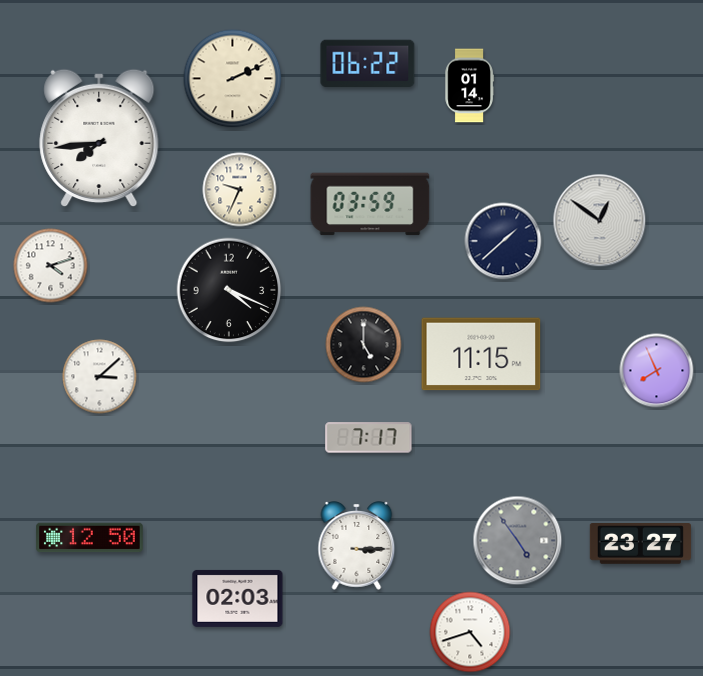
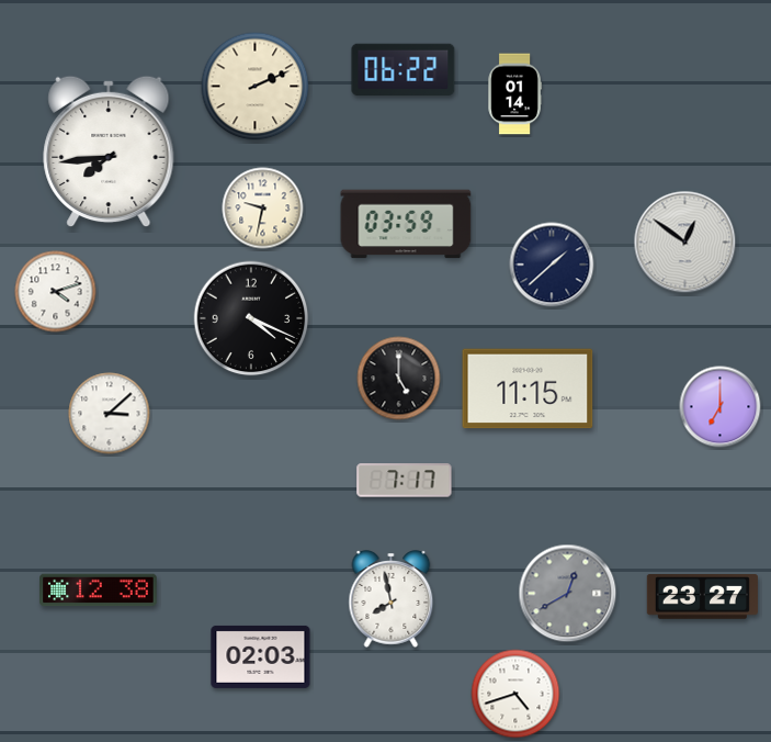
clock at (240, 190): 9:34 -> 9:32
clock at (600, 221) position: (600, 221) -> (685, 243)
clock at (657, 371): 7:56 -> 7:00
clock at (90, 538): 12:50 -> 12:38
clock at (518, 541): 4:54 -> 12:40
clock at (357, 546): 3:15 -> 7:58
